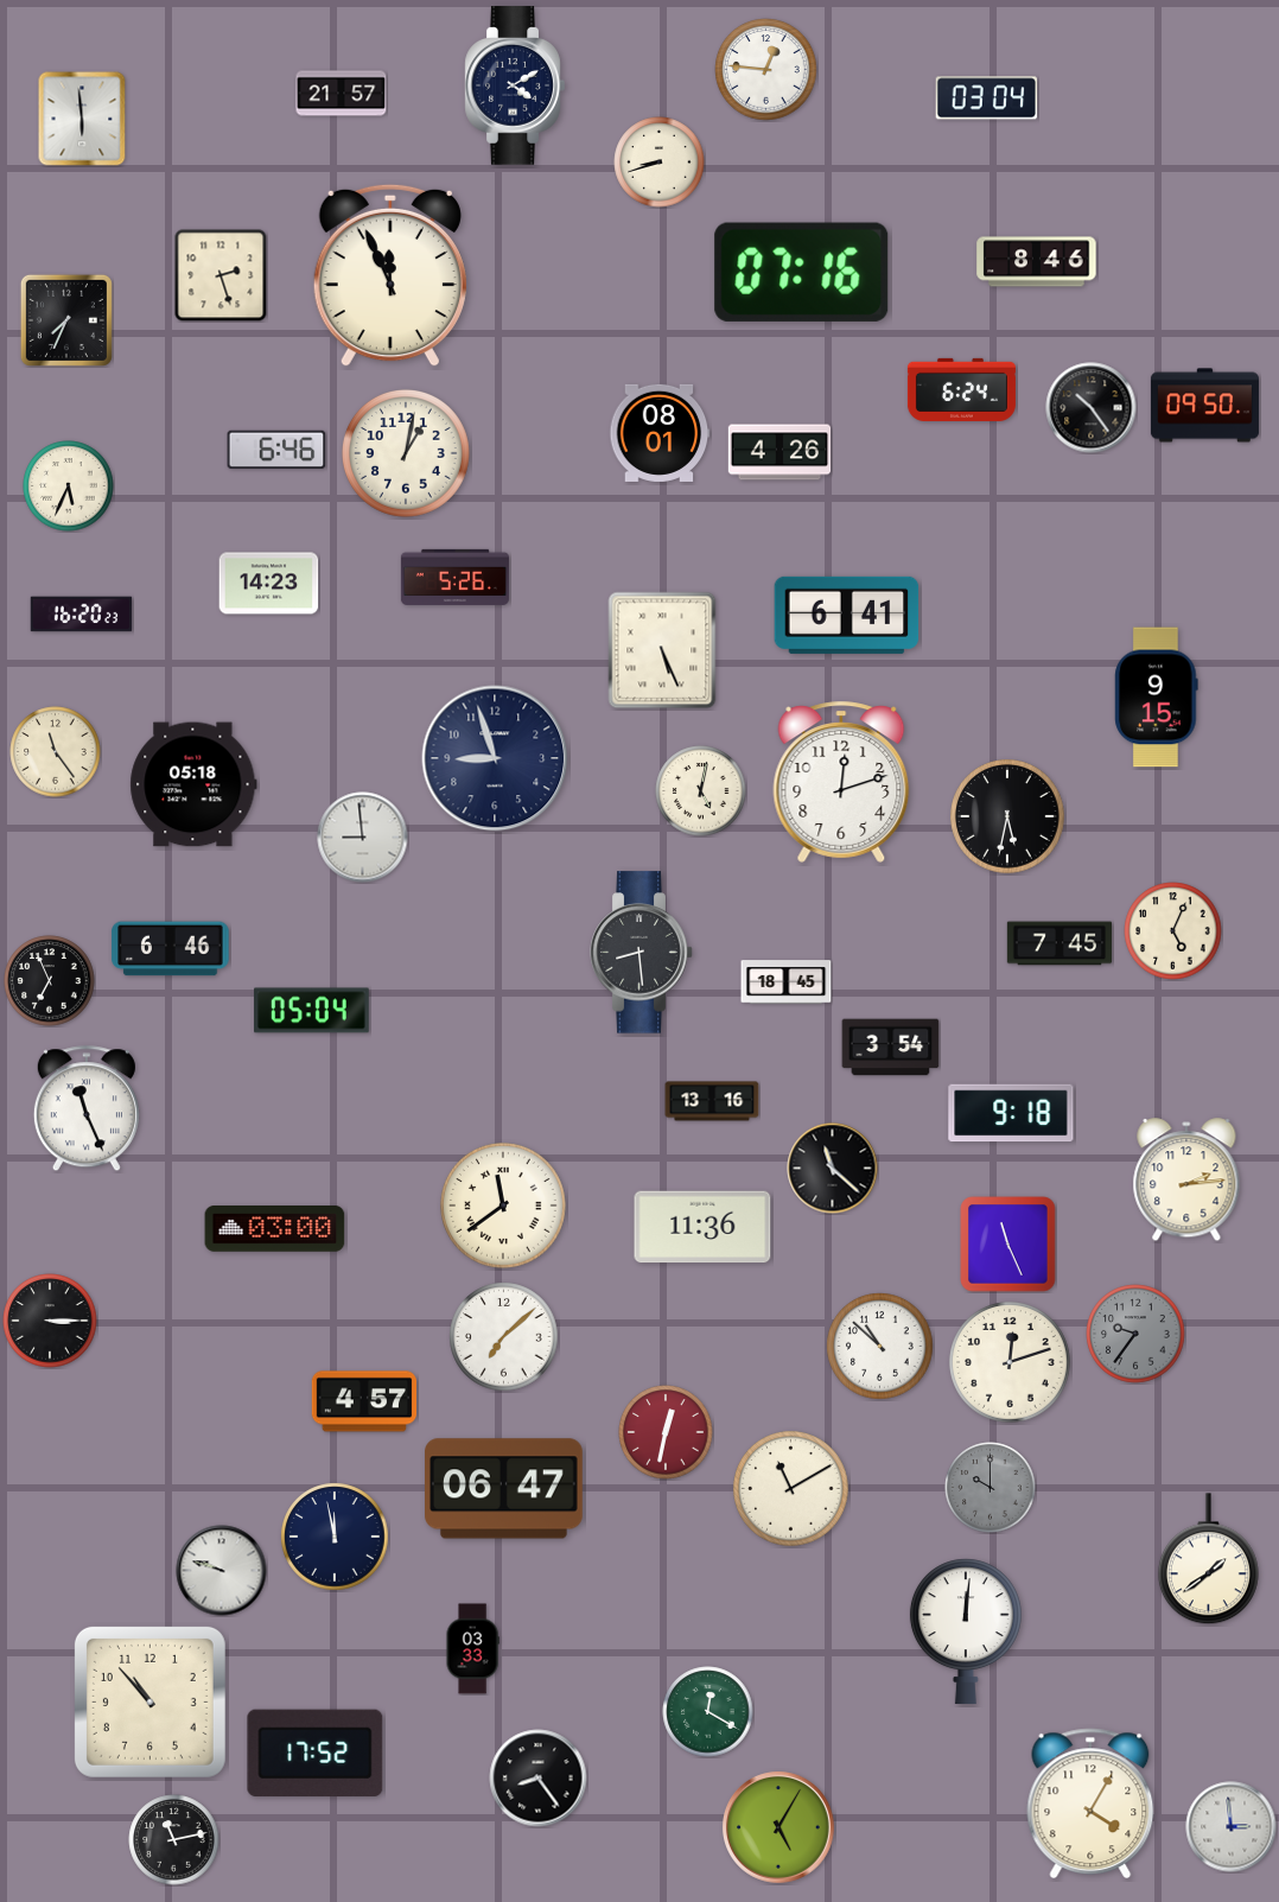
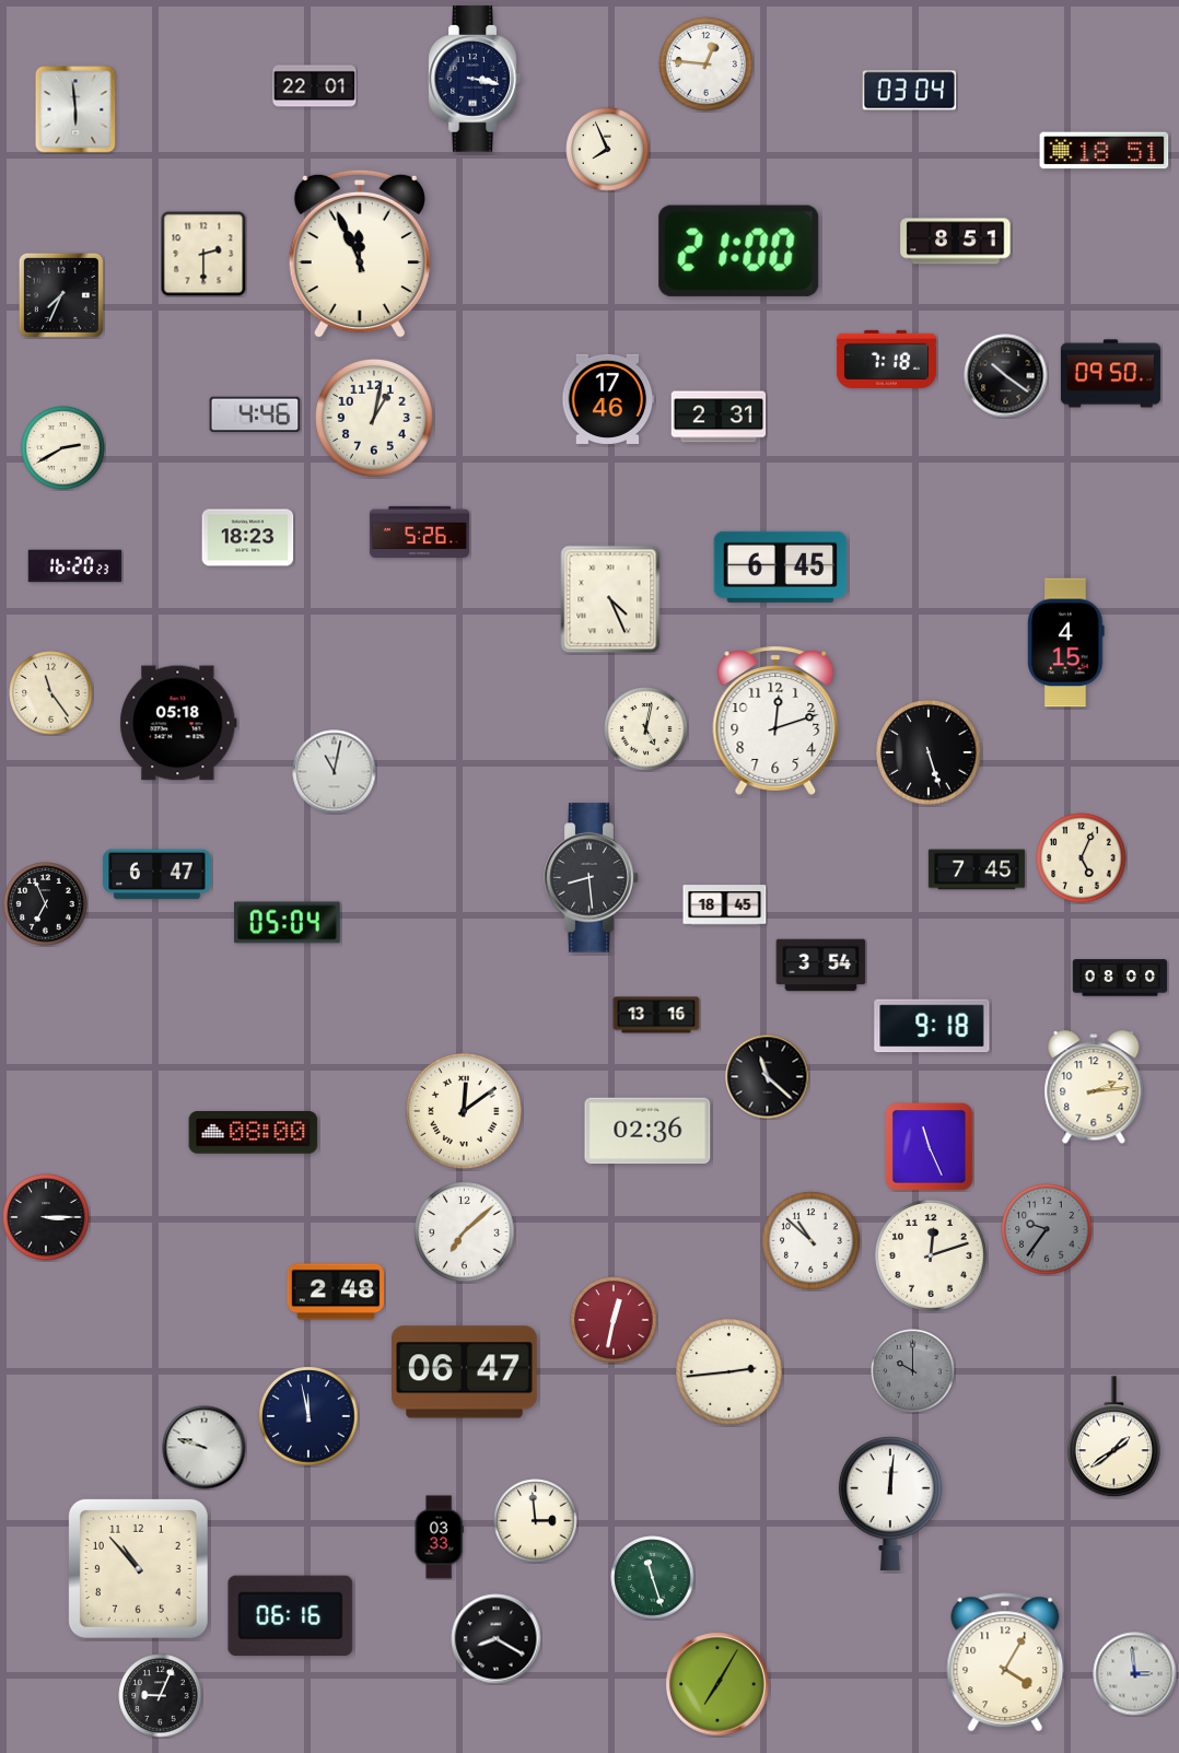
clock at (515, 85): 4:10 -> 3:17
clock at (342, 94): 21:57 -> 22:01
clock at (660, 163): 8:42 -> 7:56
clock at (1105, 151): none -> 18:51
clock at (1037, 262): 8:46 -> 8:51
clock at (802, 272): 07:16 -> 21:00
clock at (221, 275): 2:27 -> 2:30
clock at (961, 389): 6:24 -> 7:18
clock at (1092, 408): 10:24 -> 10:21
clock at (660, 433): 08:01 -> 17:46
clock at (276, 450): 6:46 -> 4:46
clock at (780, 452): 4:26 -> 2:31
clock at (69, 486): 5:34 -> 2:40
clock at (269, 584): 14:23 -> 18:23
clock at (847, 615): 6:41 -> 6:45
clock at (662, 650): 5:26 -> 4:26
clock at (1157, 698): 9:15 -> 4:15
clock at (495, 758): 8:57 -> none
clock at (1007, 816): 5:32 -> 5:27
clock at (363, 838): 8:59 -> 11:02
clock at (171, 949): 6:46 -> 6:47
clock at (312, 1011) position: (312, 1011) -> (288, 923)
clock at (1120, 978): none -> 08:00
clock at (87, 1109): 11:26 -> none
clock at (504, 1207): 11:39 -> 12:09
clock at (702, 1227): 11:36 -> 02:36
clock at (275, 1229): 03:00 -> 08:00
clock at (363, 1401): 4:57 -> 2:48
clock at (791, 1489): 11:10 -> 2:44
clock at (472, 1649) position: (472, 1649) -> (439, 1538)
clock at (536, 1521): none -> 2:59
clock at (708, 1712): 12:20 -> 11:27
clock at (316, 1754): 17:52 -> 06:16
clock at (539, 1779): 8:24 -> 8:20
clock at (778, 1827): 5:05 -> 7:05
clock at (1232, 1827) position: (1232, 1827) -> (1135, 1674)
clock at (174, 1840): 11:13 -> 9:04
